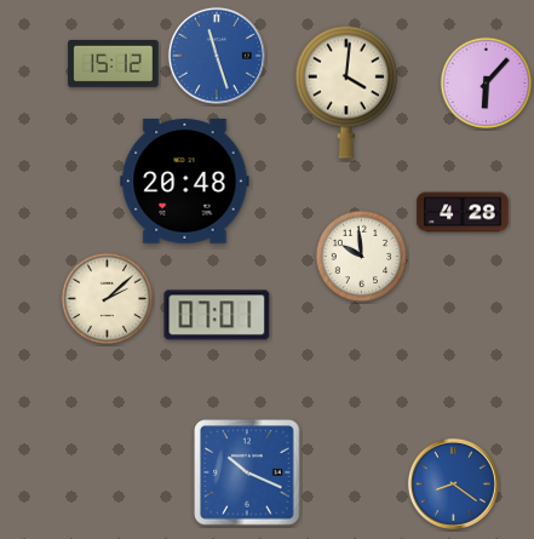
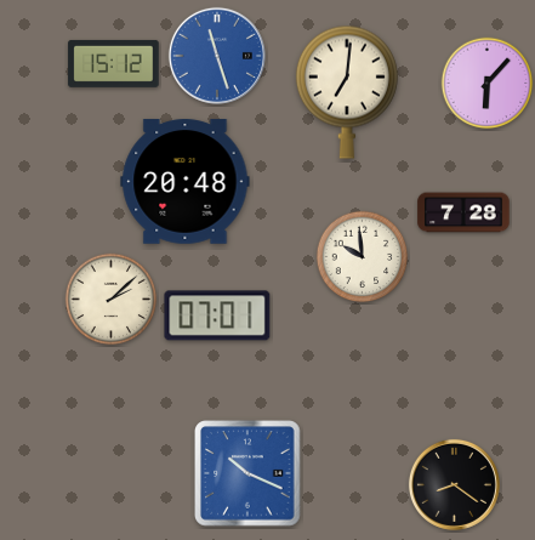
clock at (346, 92): 4:01 -> 7:01
clock at (463, 212): 4:28 -> 7:28
clock at (108, 299) position: (108, 299) -> (112, 300)
clock at (453, 483) dial: blue -> black
